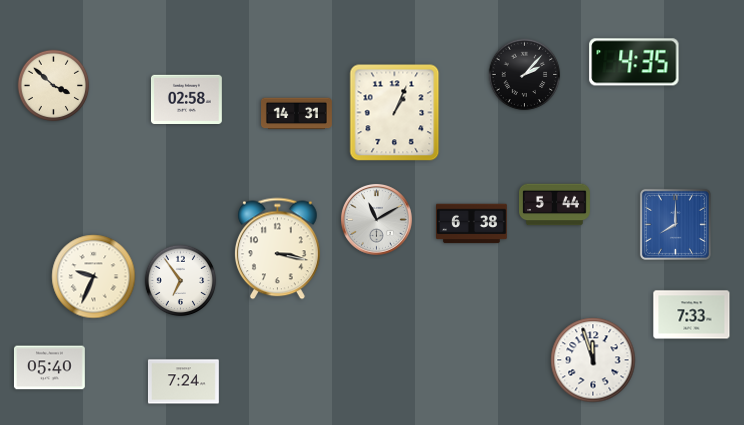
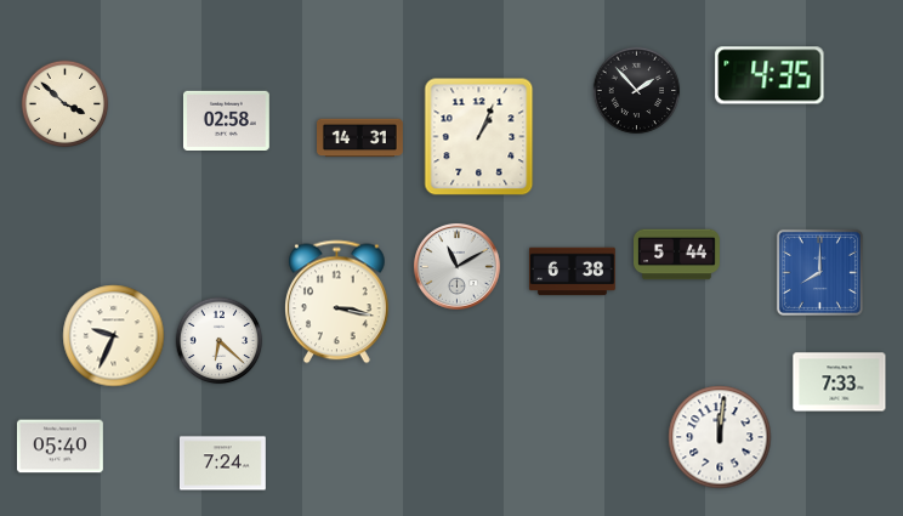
clock at (525, 75): 2:07 -> 1:53
clock at (555, 205) position: (555, 205) -> (677, 255)
clock at (181, 281): 6:54 -> 6:22
clock at (593, 360): 11:57 -> 12:01
